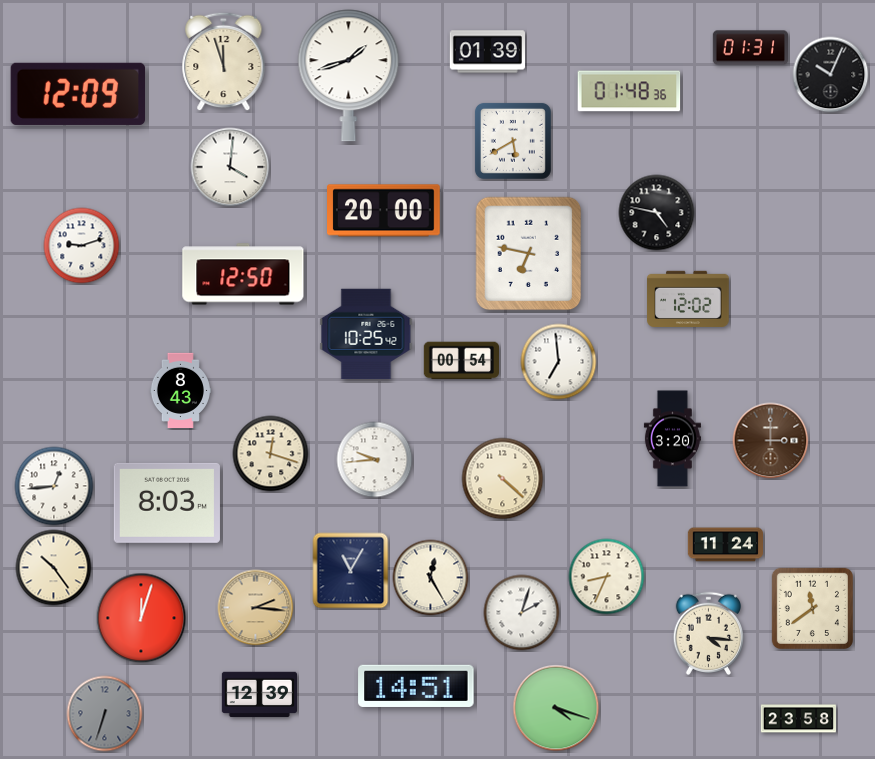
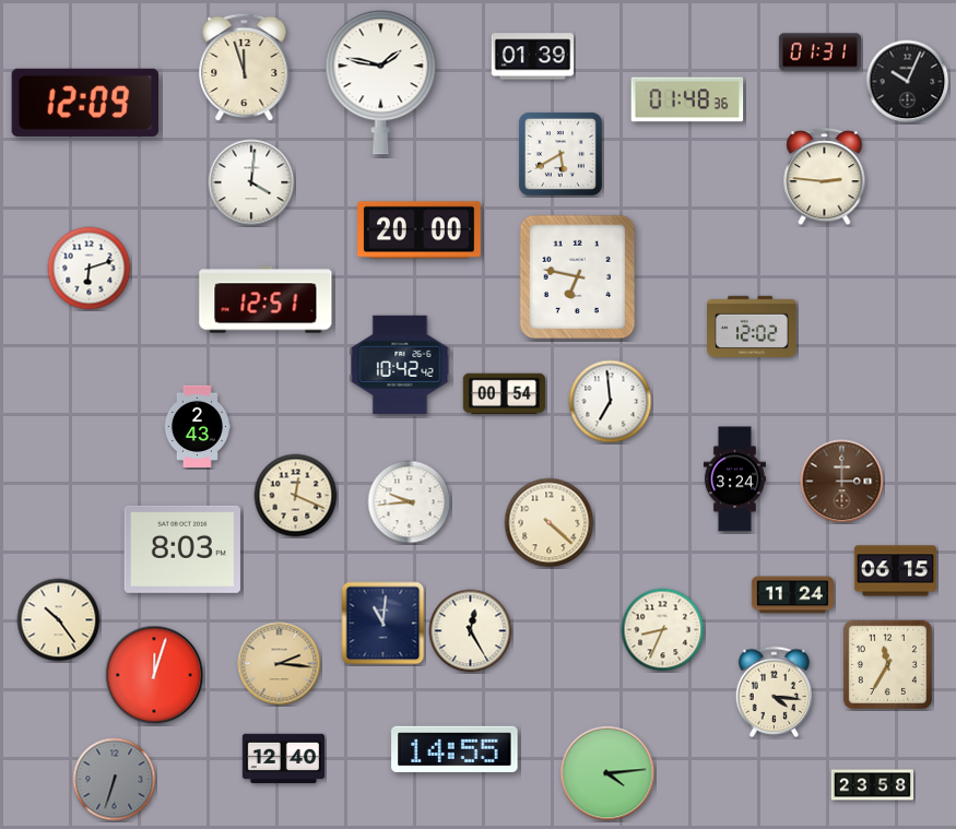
clock at (349, 76): 1:42 -> 1:47
clock at (825, 178): none -> 2:46
clock at (657, 213): 4:47 -> none
clock at (82, 246): 9:12 -> 6:12
clock at (243, 274): 12:50 -> 12:51
clock at (366, 333): 10:25 -> 10:42
clock at (559, 362) position: (559, 362) -> (611, 402)
clock at (180, 390): 8:43 -> 2:43
clock at (672, 439): 3:20 -> 3:24
clock at (271, 454): 12:18 -> 12:19
clock at (54, 486): 12:44 -> none
clock at (895, 571): none -> 06:15
clock at (351, 571): 11:05 -> 11:01
clock at (812, 608): 11:39 -> 11:35
clock at (522, 613): 2:03 -> none
clock at (416, 686): 14:51 -> 14:55
clock at (259, 695): 12:39 -> 12:40
clock at (556, 708): 4:18 -> 4:14
